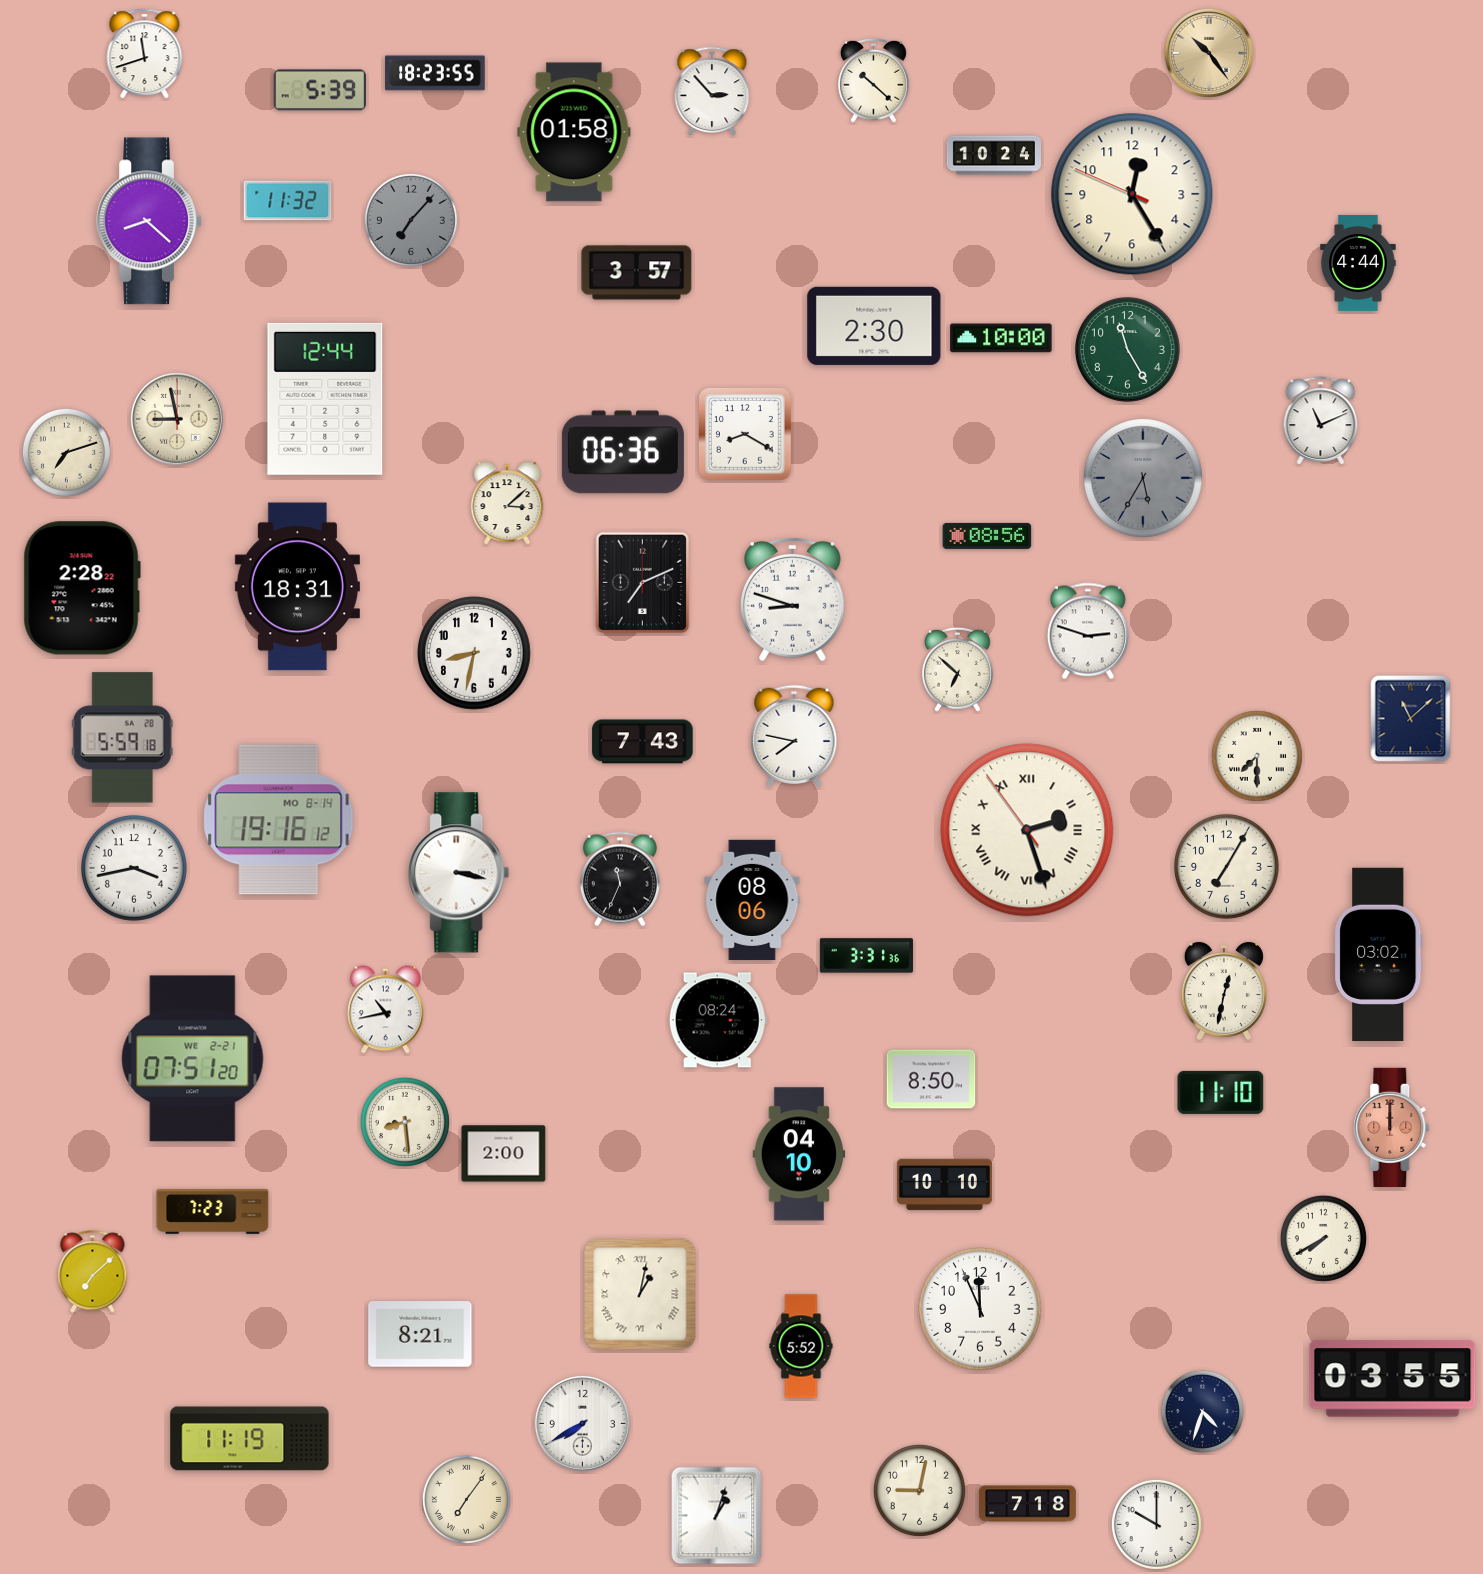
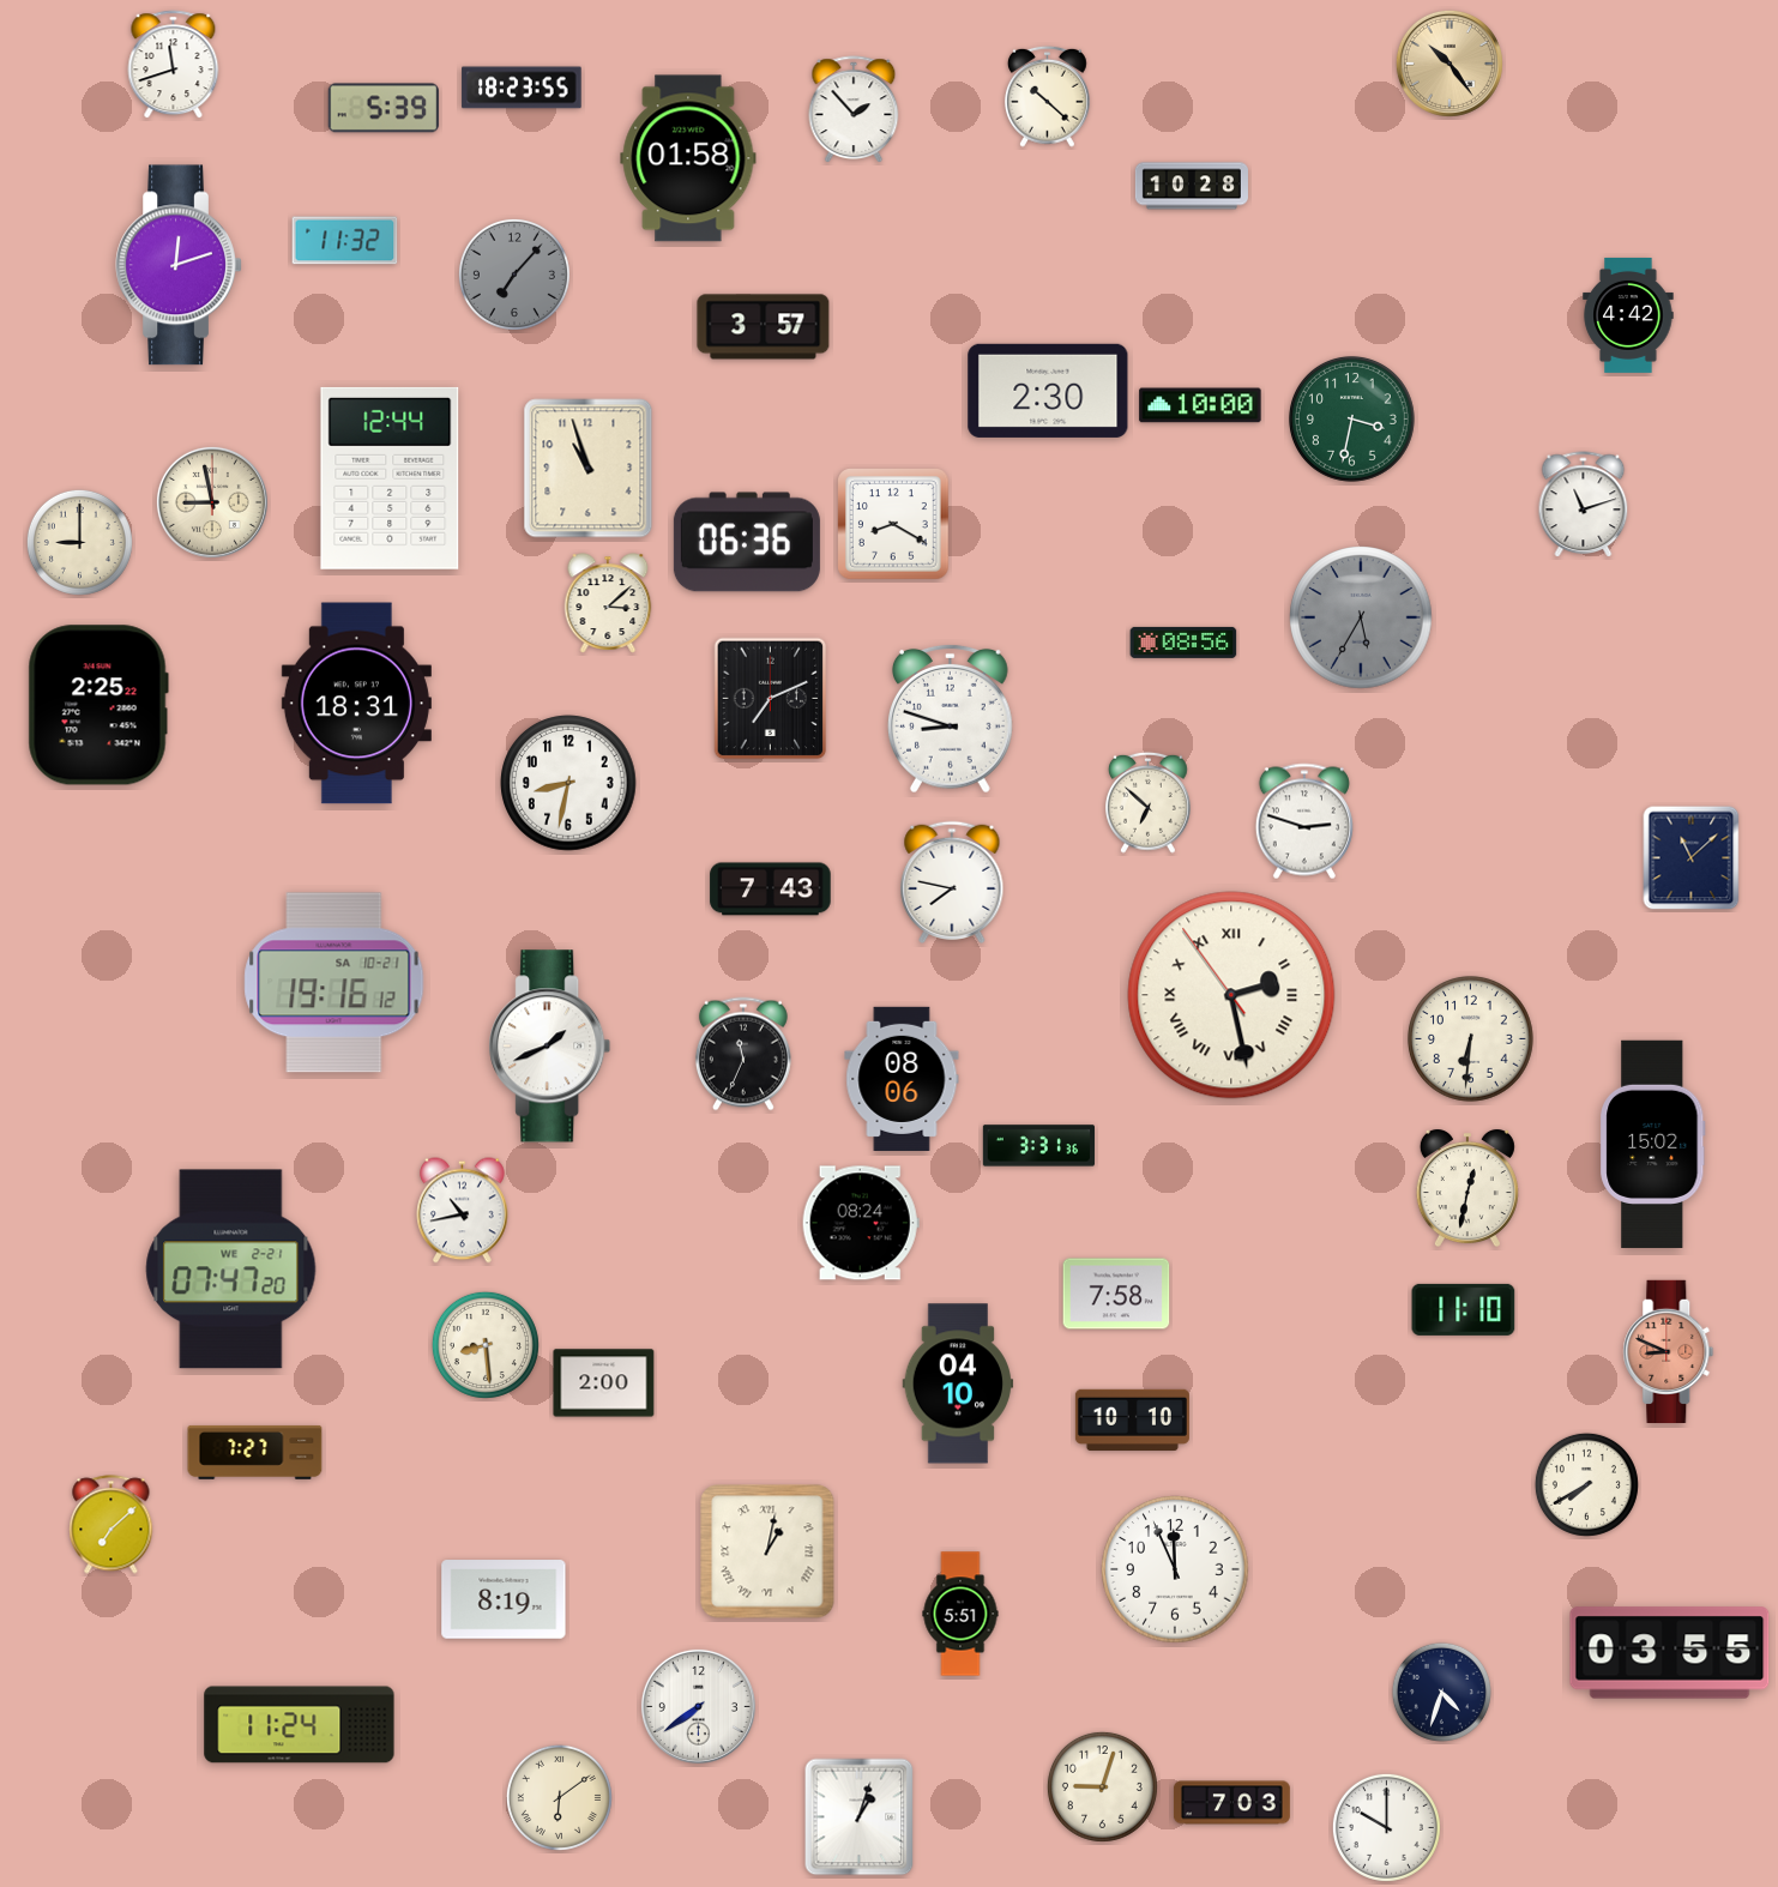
clock at (712, 92): 2:53 -> 1:53
clock at (994, 155): 10:24 -> 10:28
clock at (1132, 194): 12:24 -> none
clock at (411, 220) position: (411, 220) -> (514, 275)
clock at (149, 221): 8:22 -> 12:12
clock at (1358, 263): 4:44 -> 4:42
clock at (1128, 350): 11:25 -> 3:32
clock at (589, 469): none -> 10:57
clock at (1321, 420): 11:11 -> 11:12
clock at (746, 435) position: (746, 435) -> (894, 525)
clock at (66, 452): 7:12 -> 9:00
clock at (1143, 478) position: (1143, 478) -> (1361, 617)
clock at (82, 588): 2:28 -> 2:25
clock at (1088, 631) position: (1088, 631) -> (1304, 821)
clock at (1411, 719) position: (1411, 719) -> (1692, 858)
clock at (122, 738): 5:59 -> none
clock at (1257, 756): 7:30 -> none
clock at (279, 820) date: MO 8-14 -> SA 10-21
clock at (1027, 830): 2:26 -> 2:27
clock at (1227, 867): 7:05 -> 6:31
clock at (135, 869): 3:43 -> none
clock at (459, 873): 3:17 -> 1:41
clock at (1379, 954): 03:02 -> 15:02
clock at (193, 1059): 07:51 -> 07:47
clock at (931, 1079): 8:50 -> 7:58
clock at (1392, 1127): 12:00 -> 8:49
clock at (213, 1211): 7:23 -> 7:27
clock at (420, 1334): 8:21 -> 8:19
clock at (801, 1346): 5:52 -> 5:51
clock at (582, 1423): 7:40 -> 7:39
clock at (250, 1439): 11:19 -> 11:24
clock at (919, 1490): 9:02 -> 9:03
clock at (466, 1499): 7:06 -> 6:09
clock at (1028, 1504): 7:18 -> 7:03
